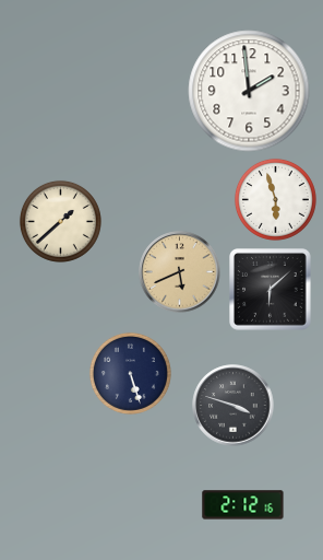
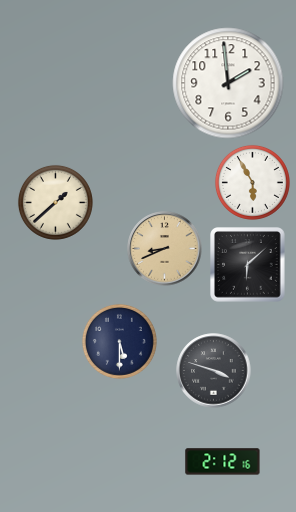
clock at (275, 199): 5:57 -> 5:55
clock at (180, 272): 5:41 -> 8:41
clock at (130, 373): 5:27 -> 5:30
